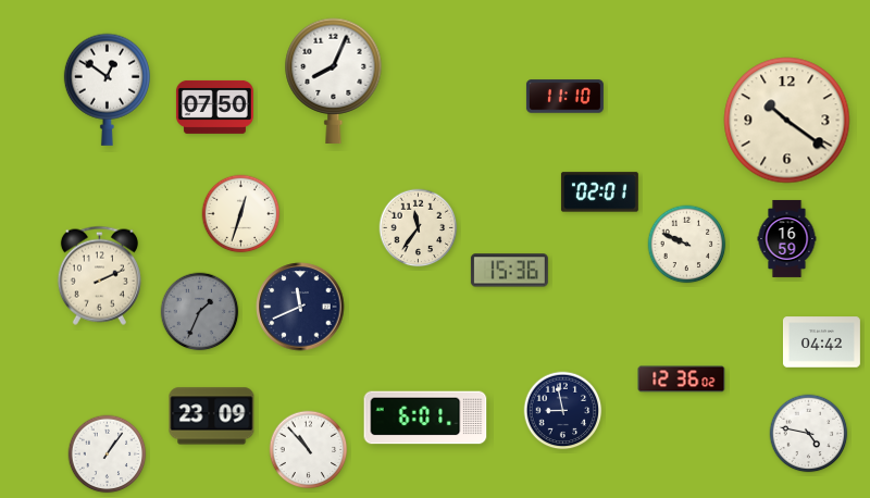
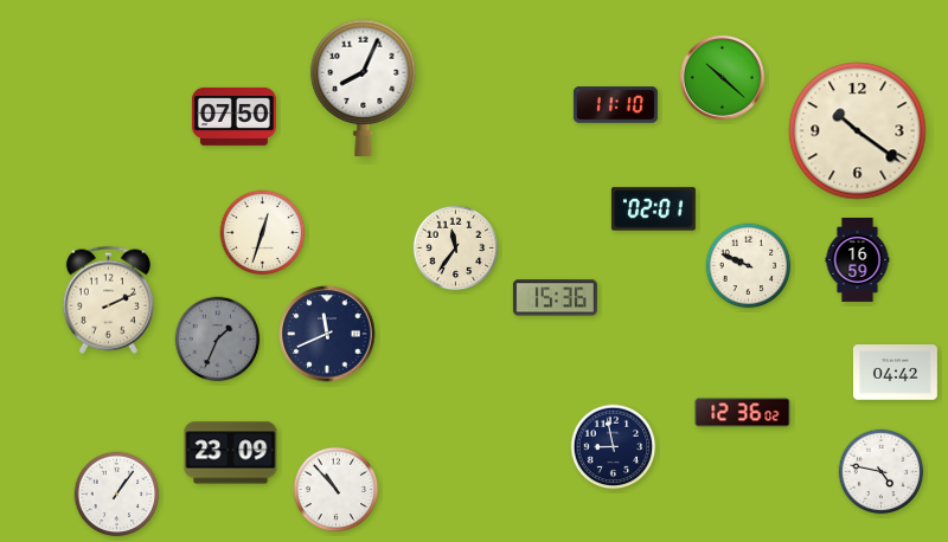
clock at (722, 77): none -> 10:22
clock at (107, 89): 12:51 -> none
clock at (509, 271) position: (509, 271) -> (555, 298)
clock at (425, 418): 6:01 -> none
